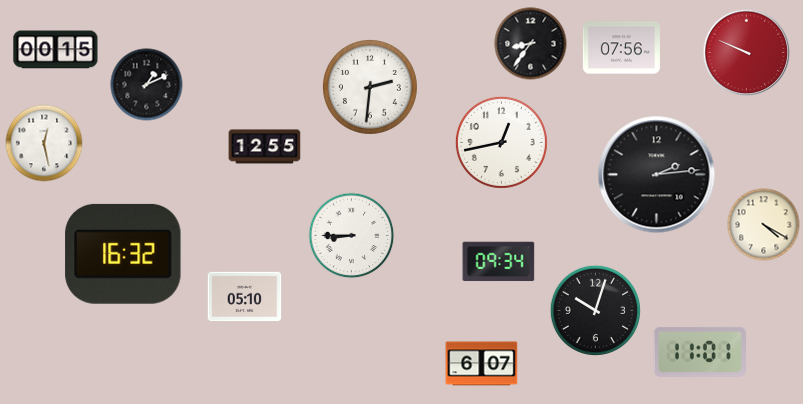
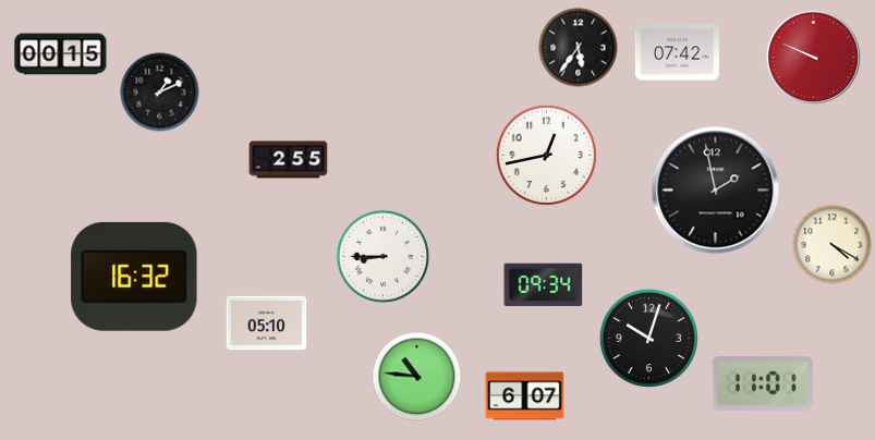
clock at (531, 44): 8:36 -> 5:36
clock at (621, 48): 07:56 -> 07:42
clock at (370, 87): 2:31 -> none
clock at (44, 143): 12:28 -> none
clock at (265, 147): 12:55 -> 2:55
clock at (657, 175): 2:14 -> 1:58
clock at (417, 377): none -> 10:46
